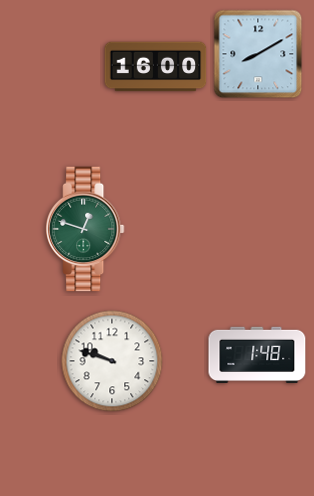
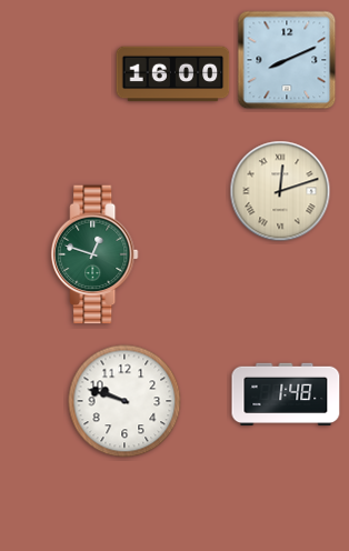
clock at (258, 54): 8:10 -> 8:11
clock at (280, 191): none -> 12:12
